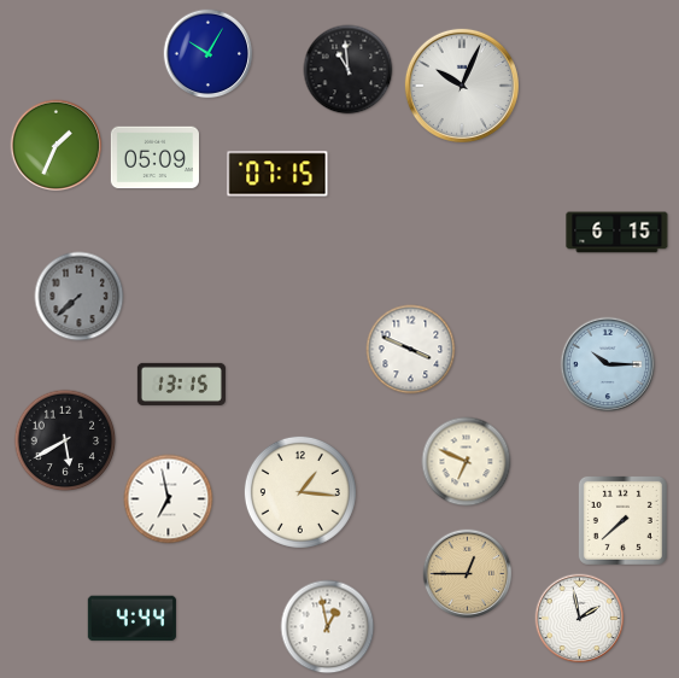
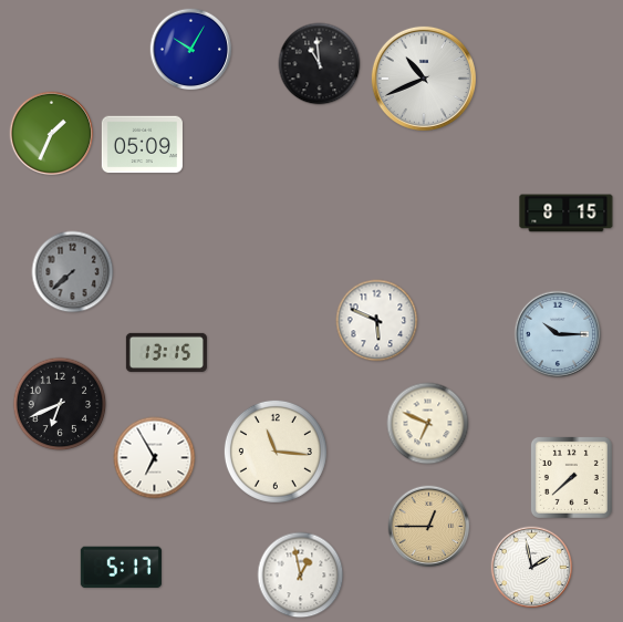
clock at (462, 86): 10:04 -> 10:41
clock at (277, 174): 07:15 -> none
clock at (617, 233): 6:15 -> 8:15
clock at (411, 350): 3:49 -> 5:49
clock at (65, 440): 5:40 -> 6:41
clock at (300, 492): 1:16 -> 11:16
clock at (169, 499): 6:58 -> 6:55
clock at (131, 619): 4:44 -> 5:17
